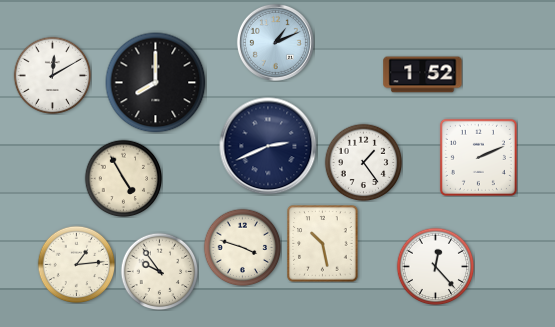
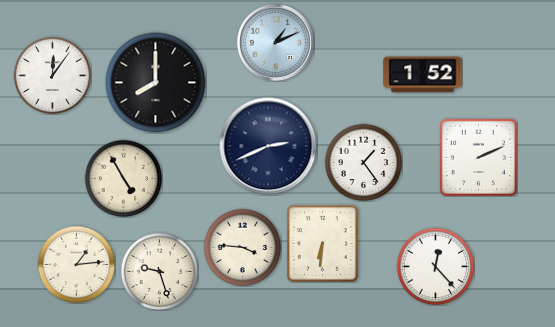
clock at (52, 75): 12:10 -> 12:06
clock at (323, 244): 10:28 -> 6:31
clock at (242, 247): 3:48 -> 3:46
clock at (159, 271): 9:54 -> 9:27
